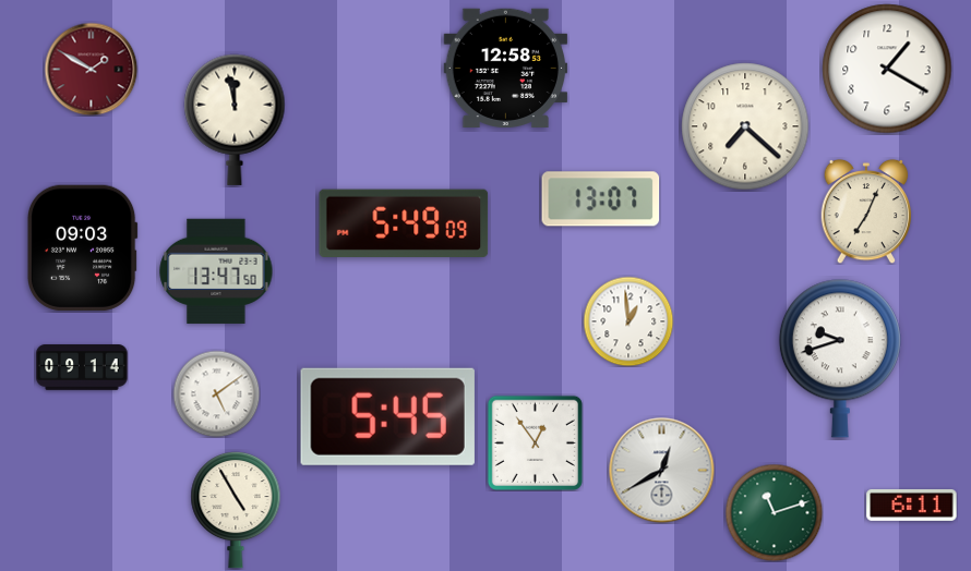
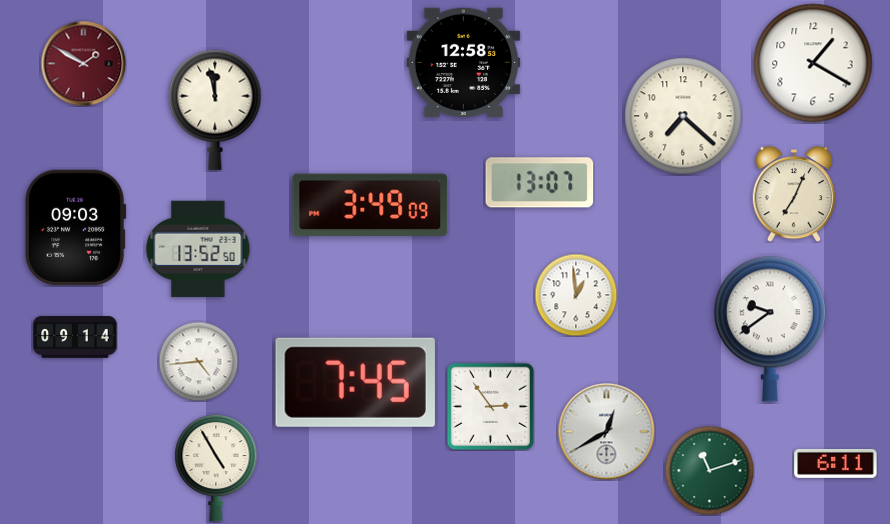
clock at (601, 199) position: (601, 199) -> (540, 183)
clock at (404, 223): 5:49 -> 3:49
clock at (216, 271): 13:47 -> 13:52
clock at (840, 359): 9:42 -> 9:39
clock at (216, 393): 5:09 -> 4:44
clock at (387, 416): 5:45 -> 7:45
clock at (535, 442): 12:54 -> 2:54
